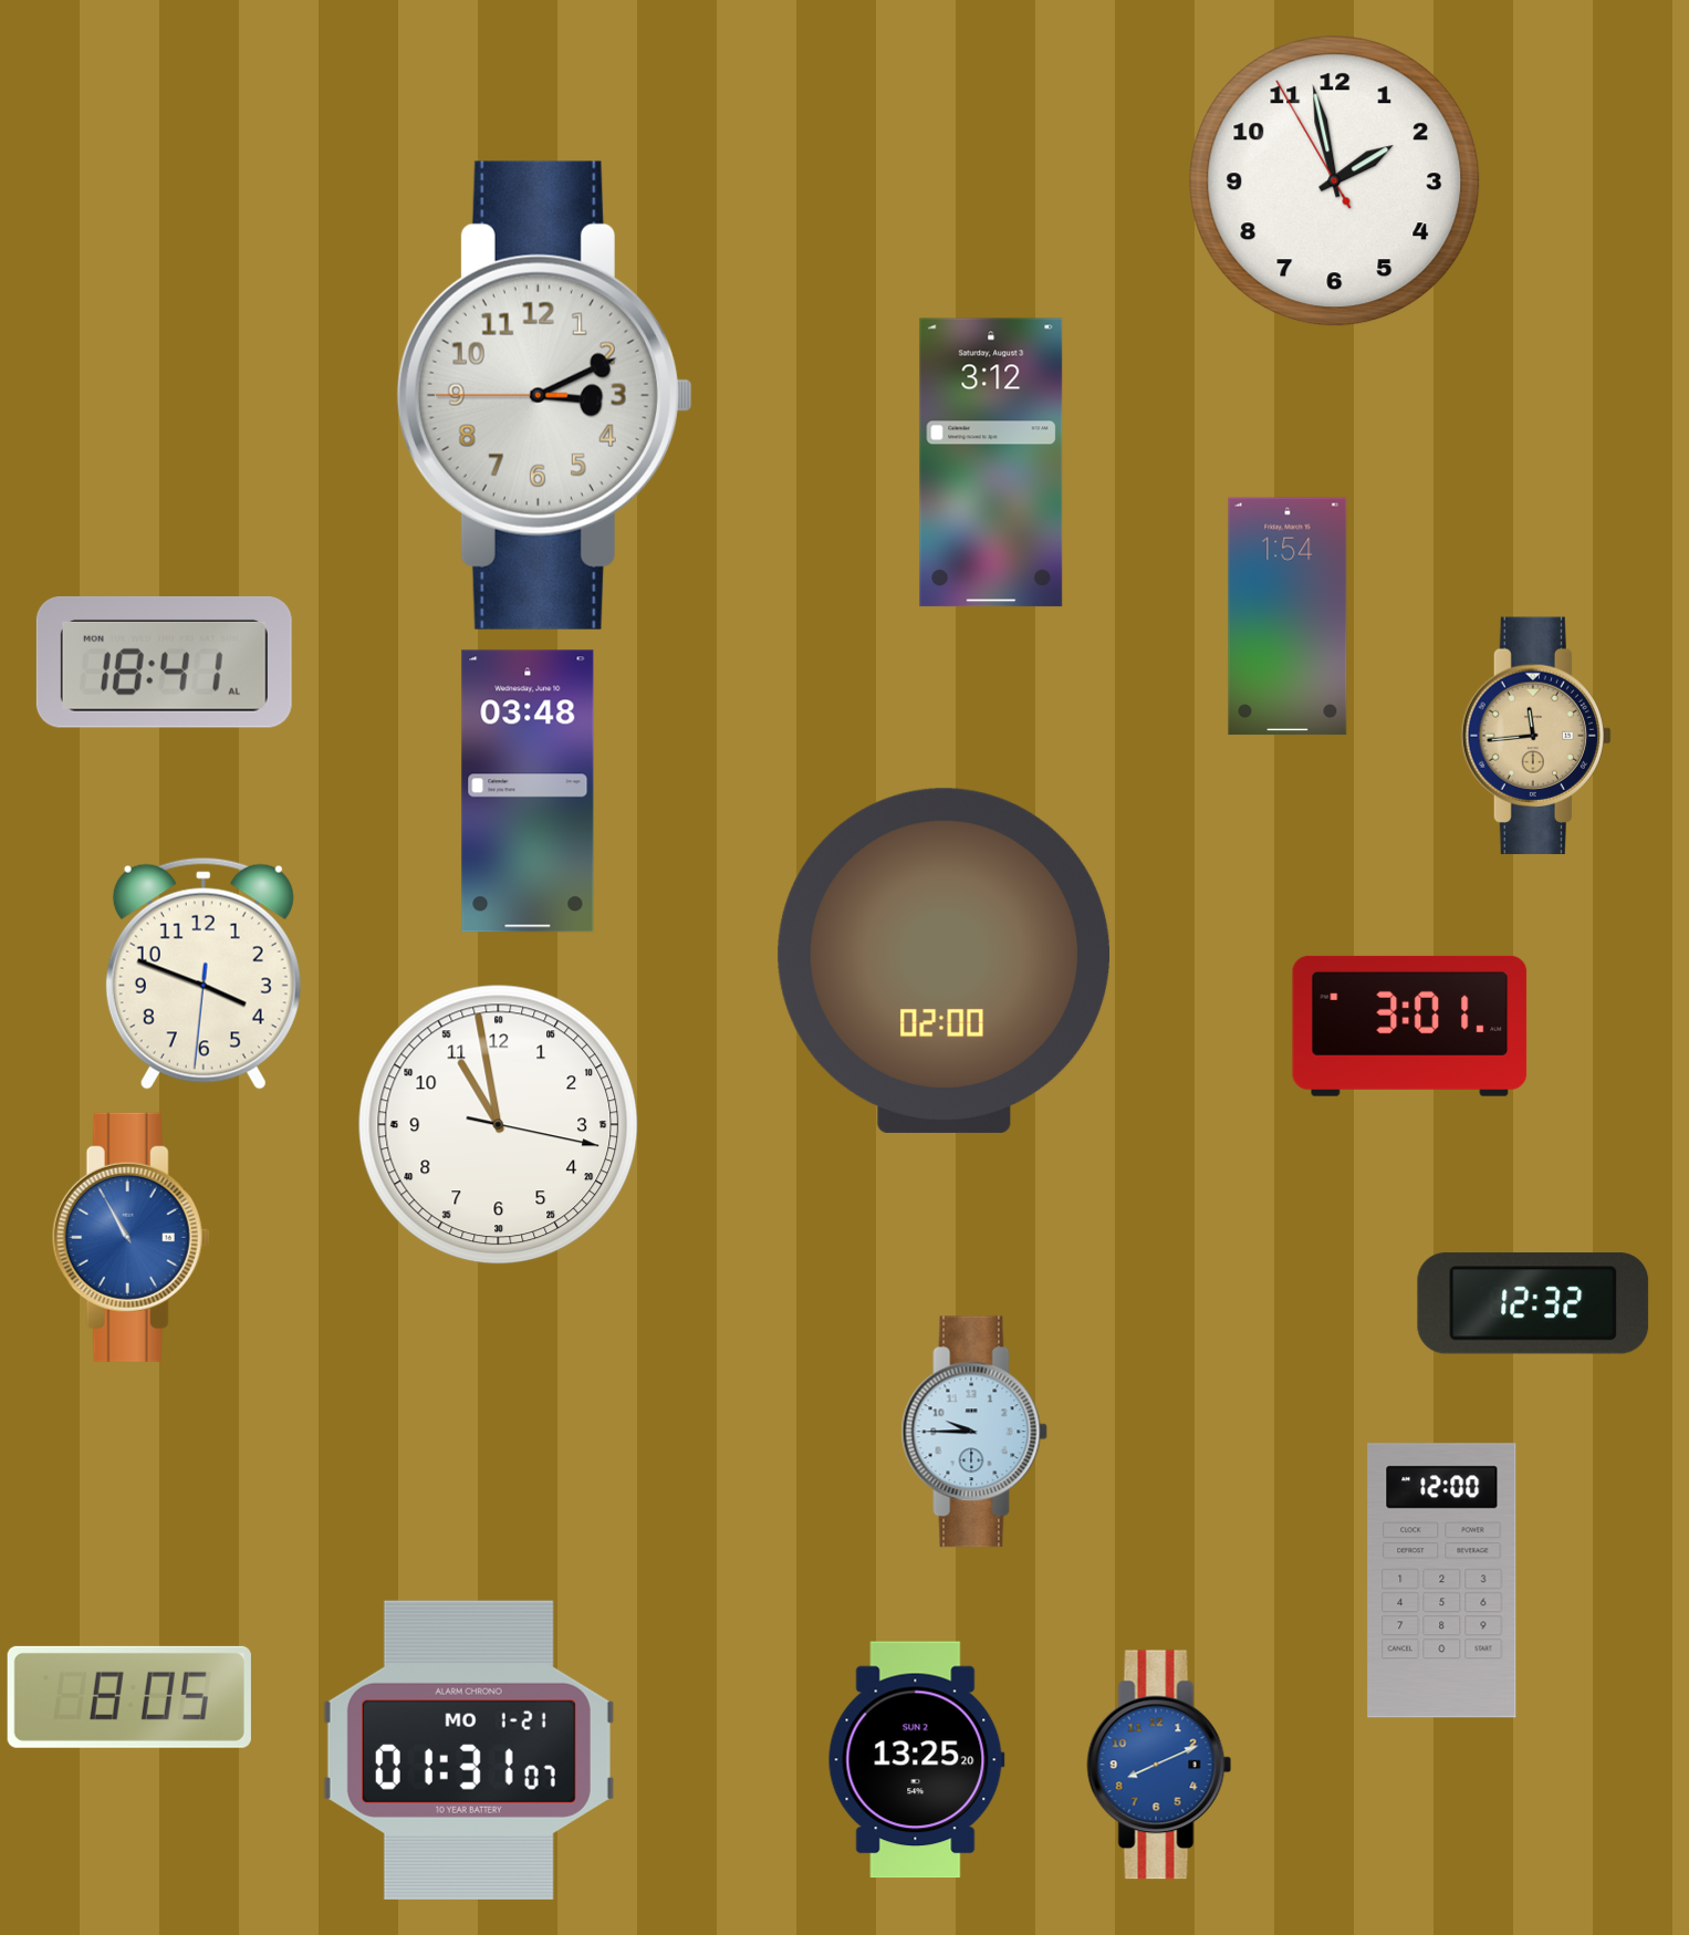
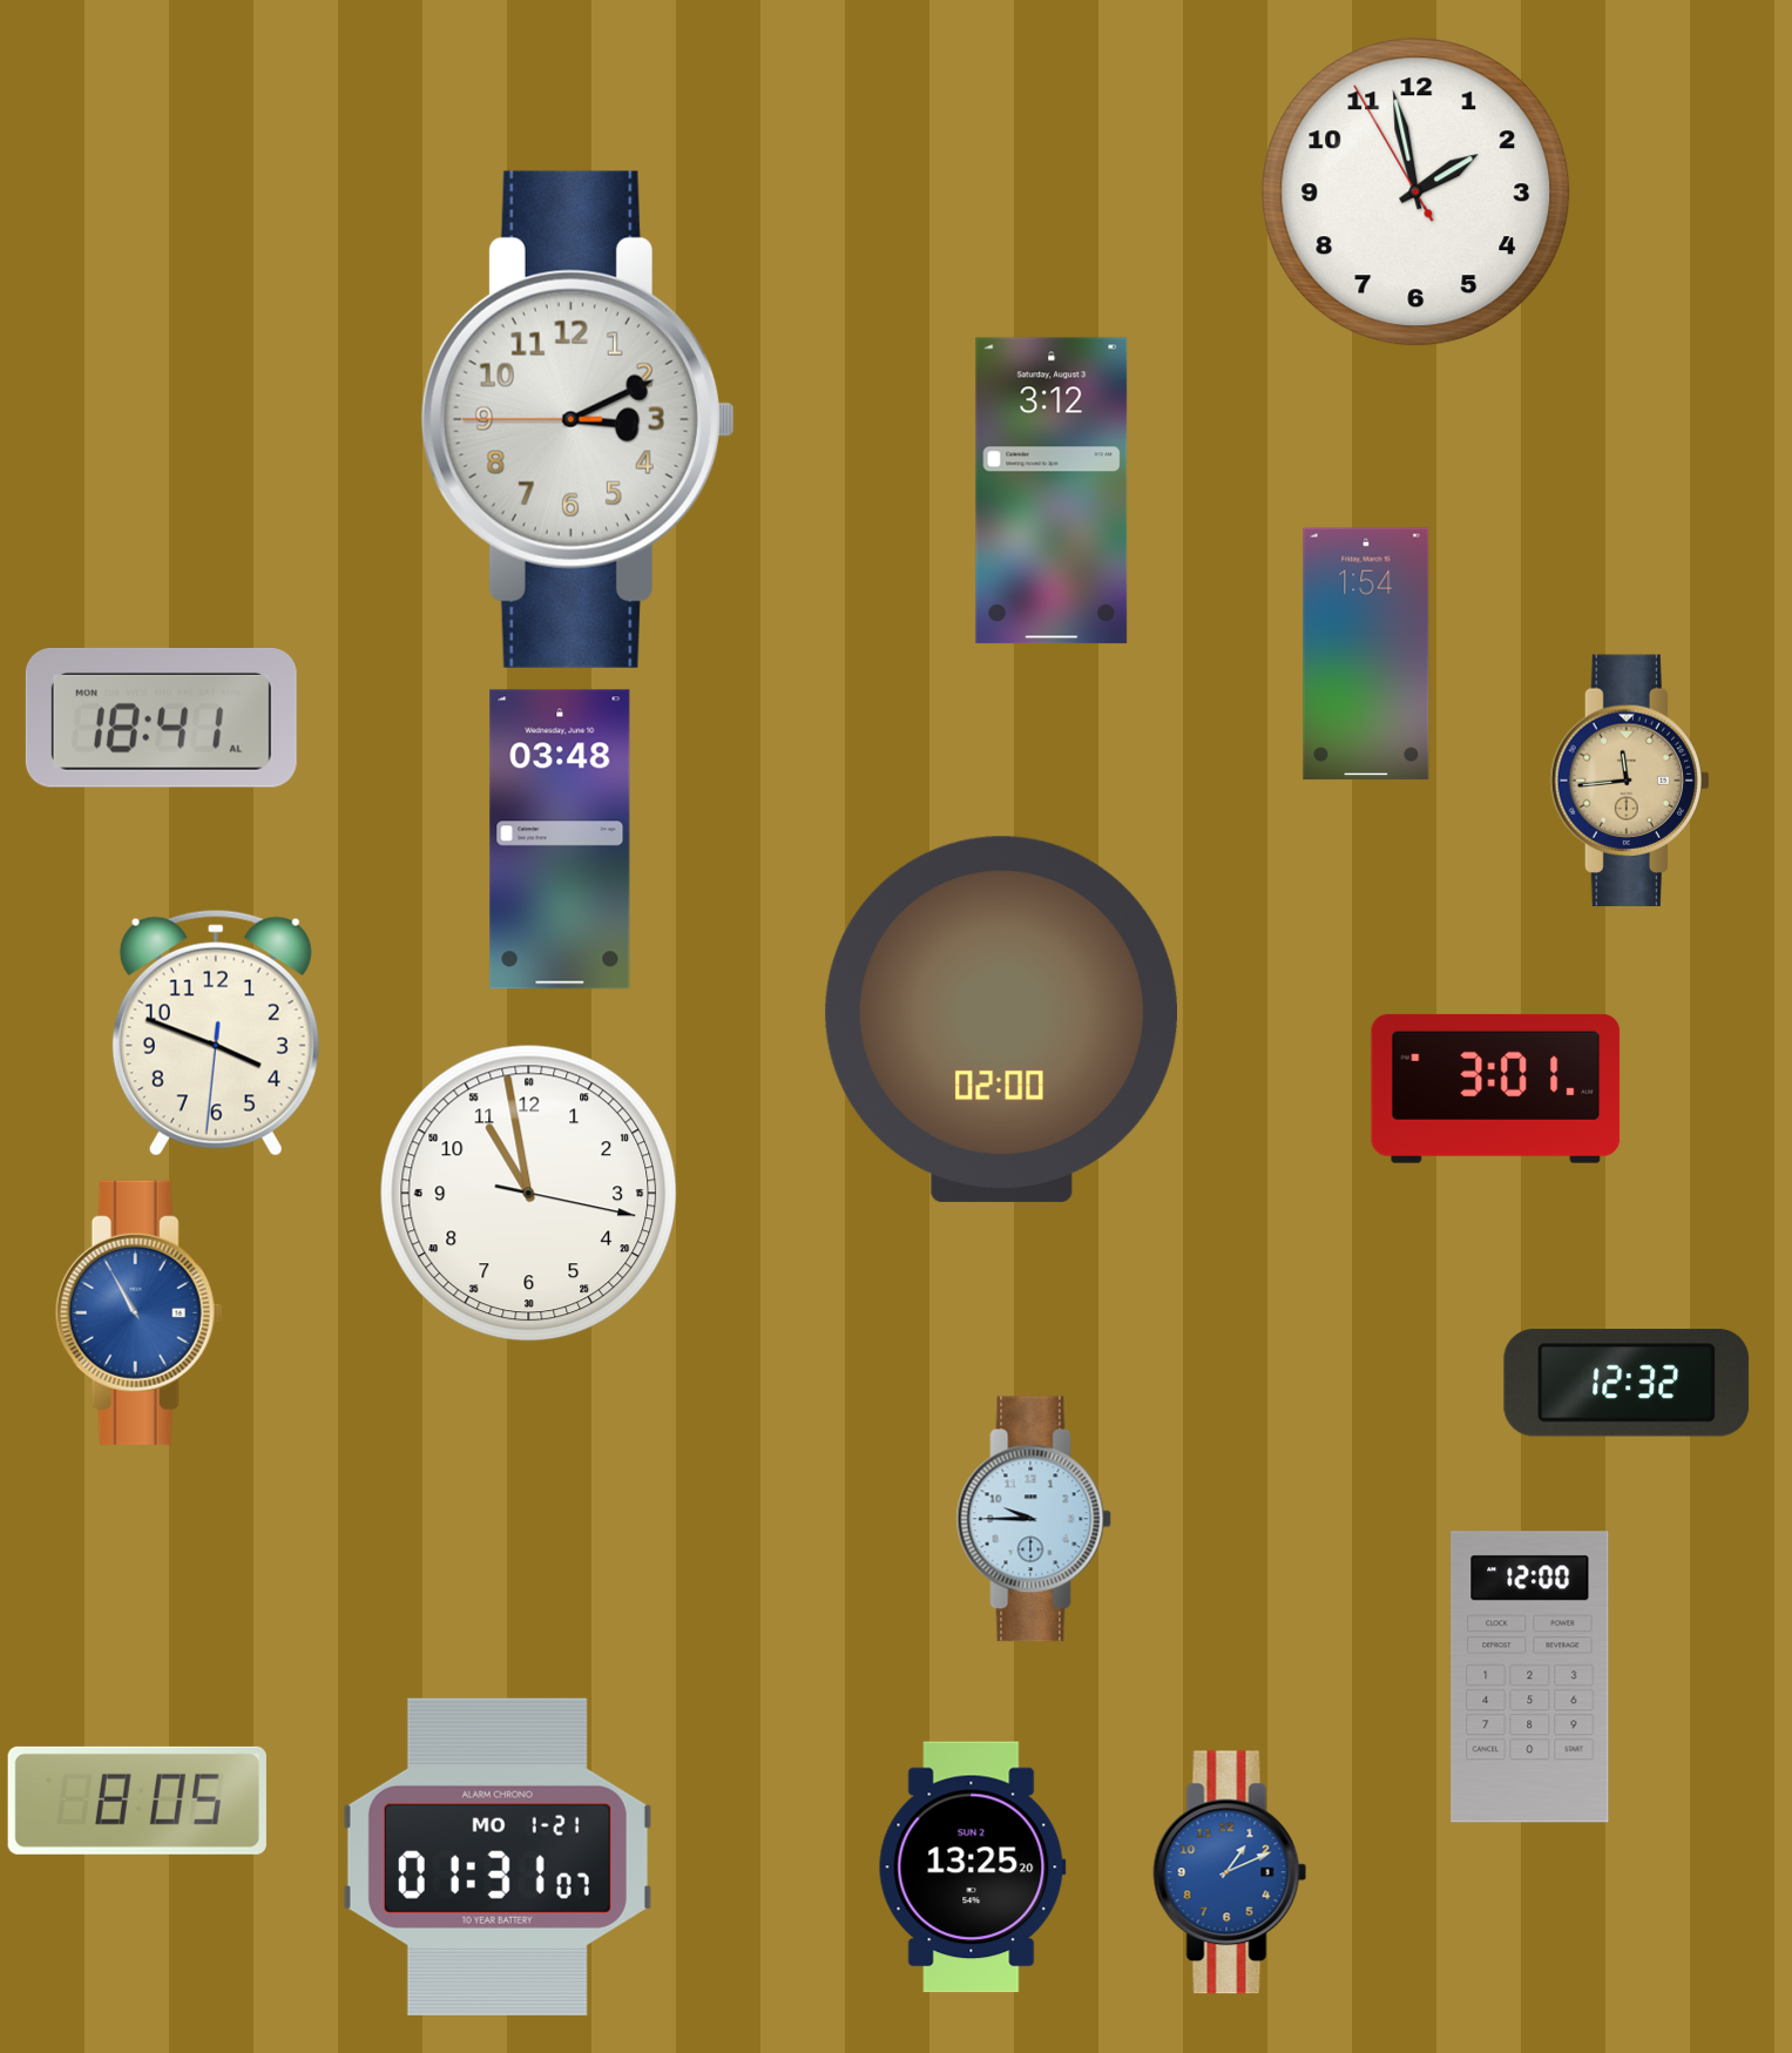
clock at (164, 663) position: (164, 663) -> (161, 718)
clock at (1159, 1765): 8:11 -> 1:11
